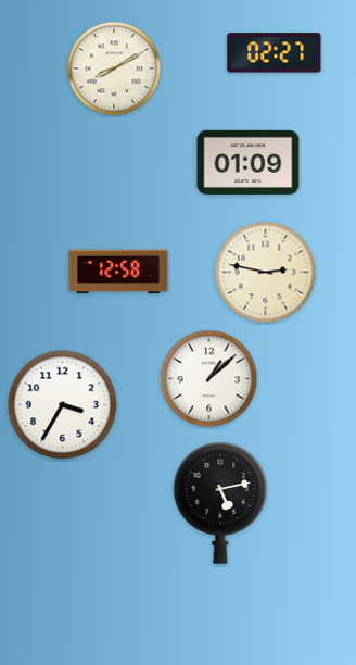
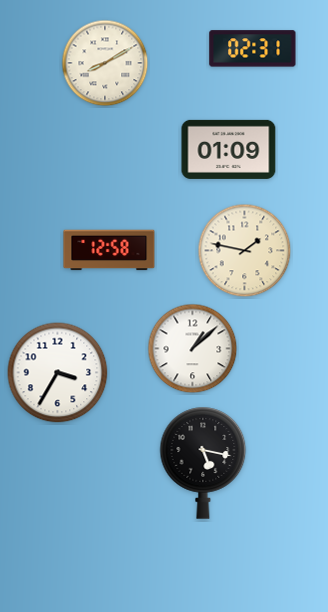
clock at (275, 53): 02:27 -> 02:31
clock at (266, 273): 2:47 -> 1:47
clock at (220, 503): 5:13 -> 5:17
